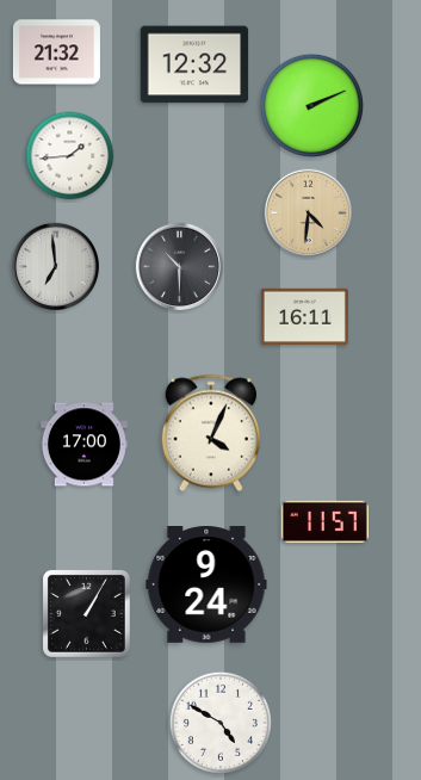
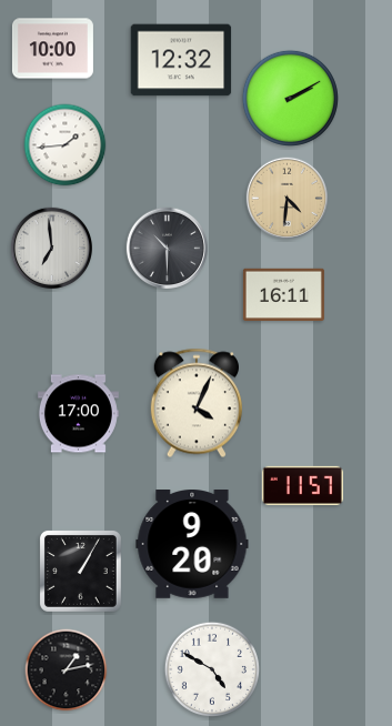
clock at (56, 52): 21:32 -> 10:00
clock at (311, 105): 2:11 -> 2:10
clock at (206, 586): 9:24 -> 9:20
clock at (67, 670): none -> 1:13
clock at (221, 723) position: (221, 723) -> (212, 669)
